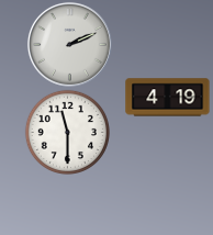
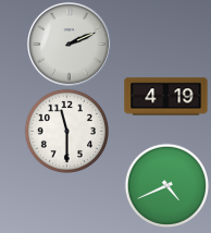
clock at (166, 185): none -> 4:41
